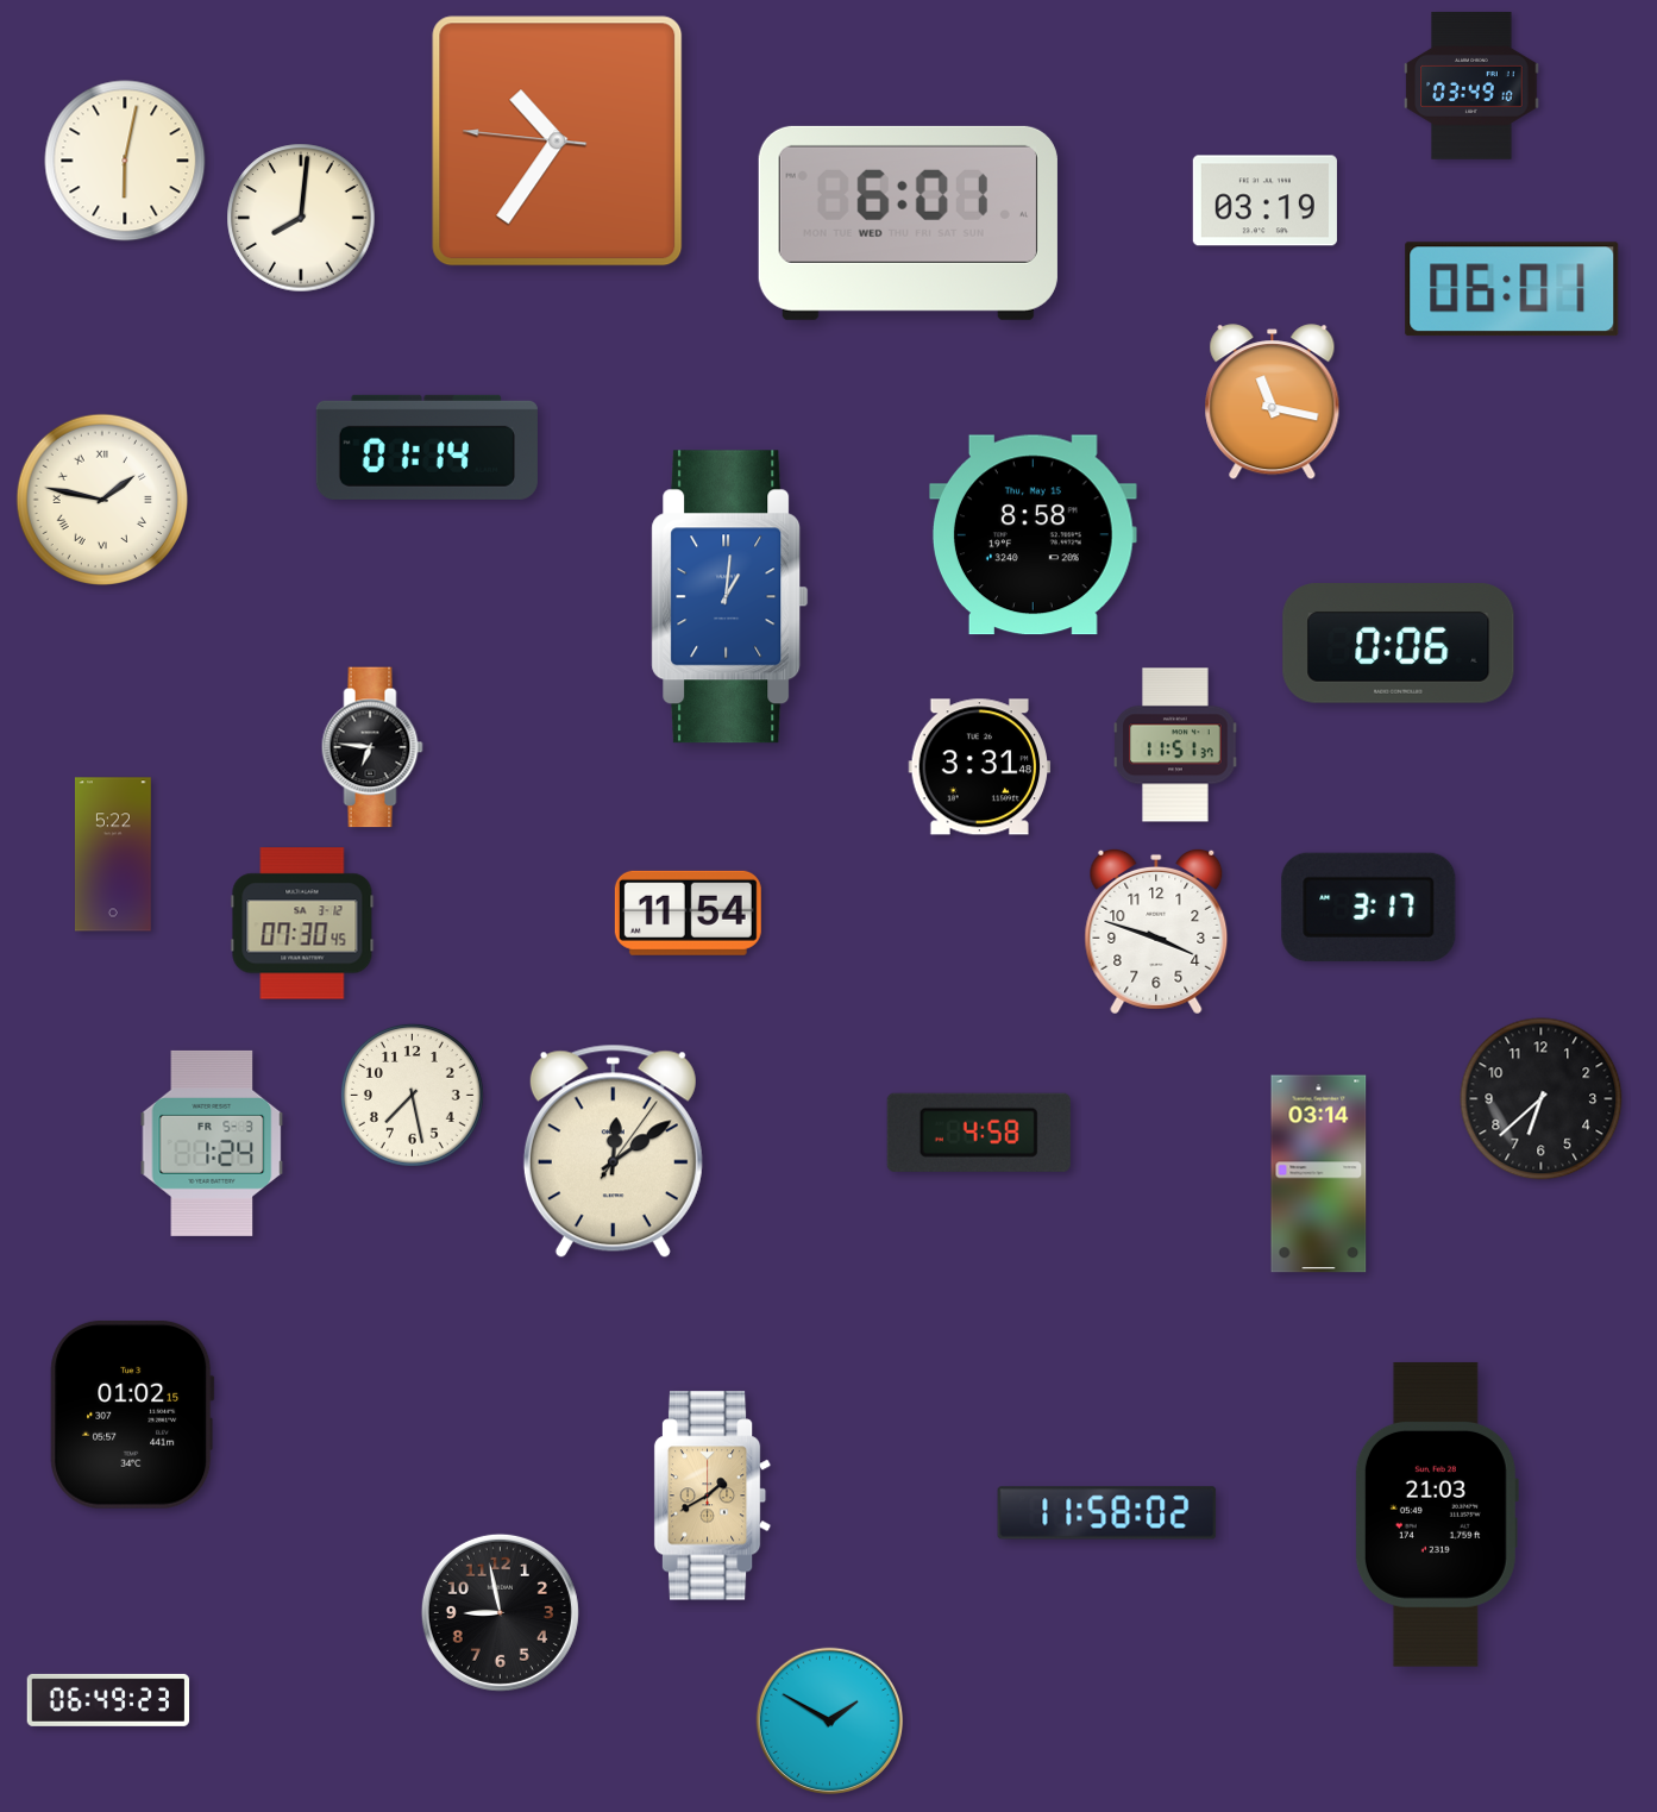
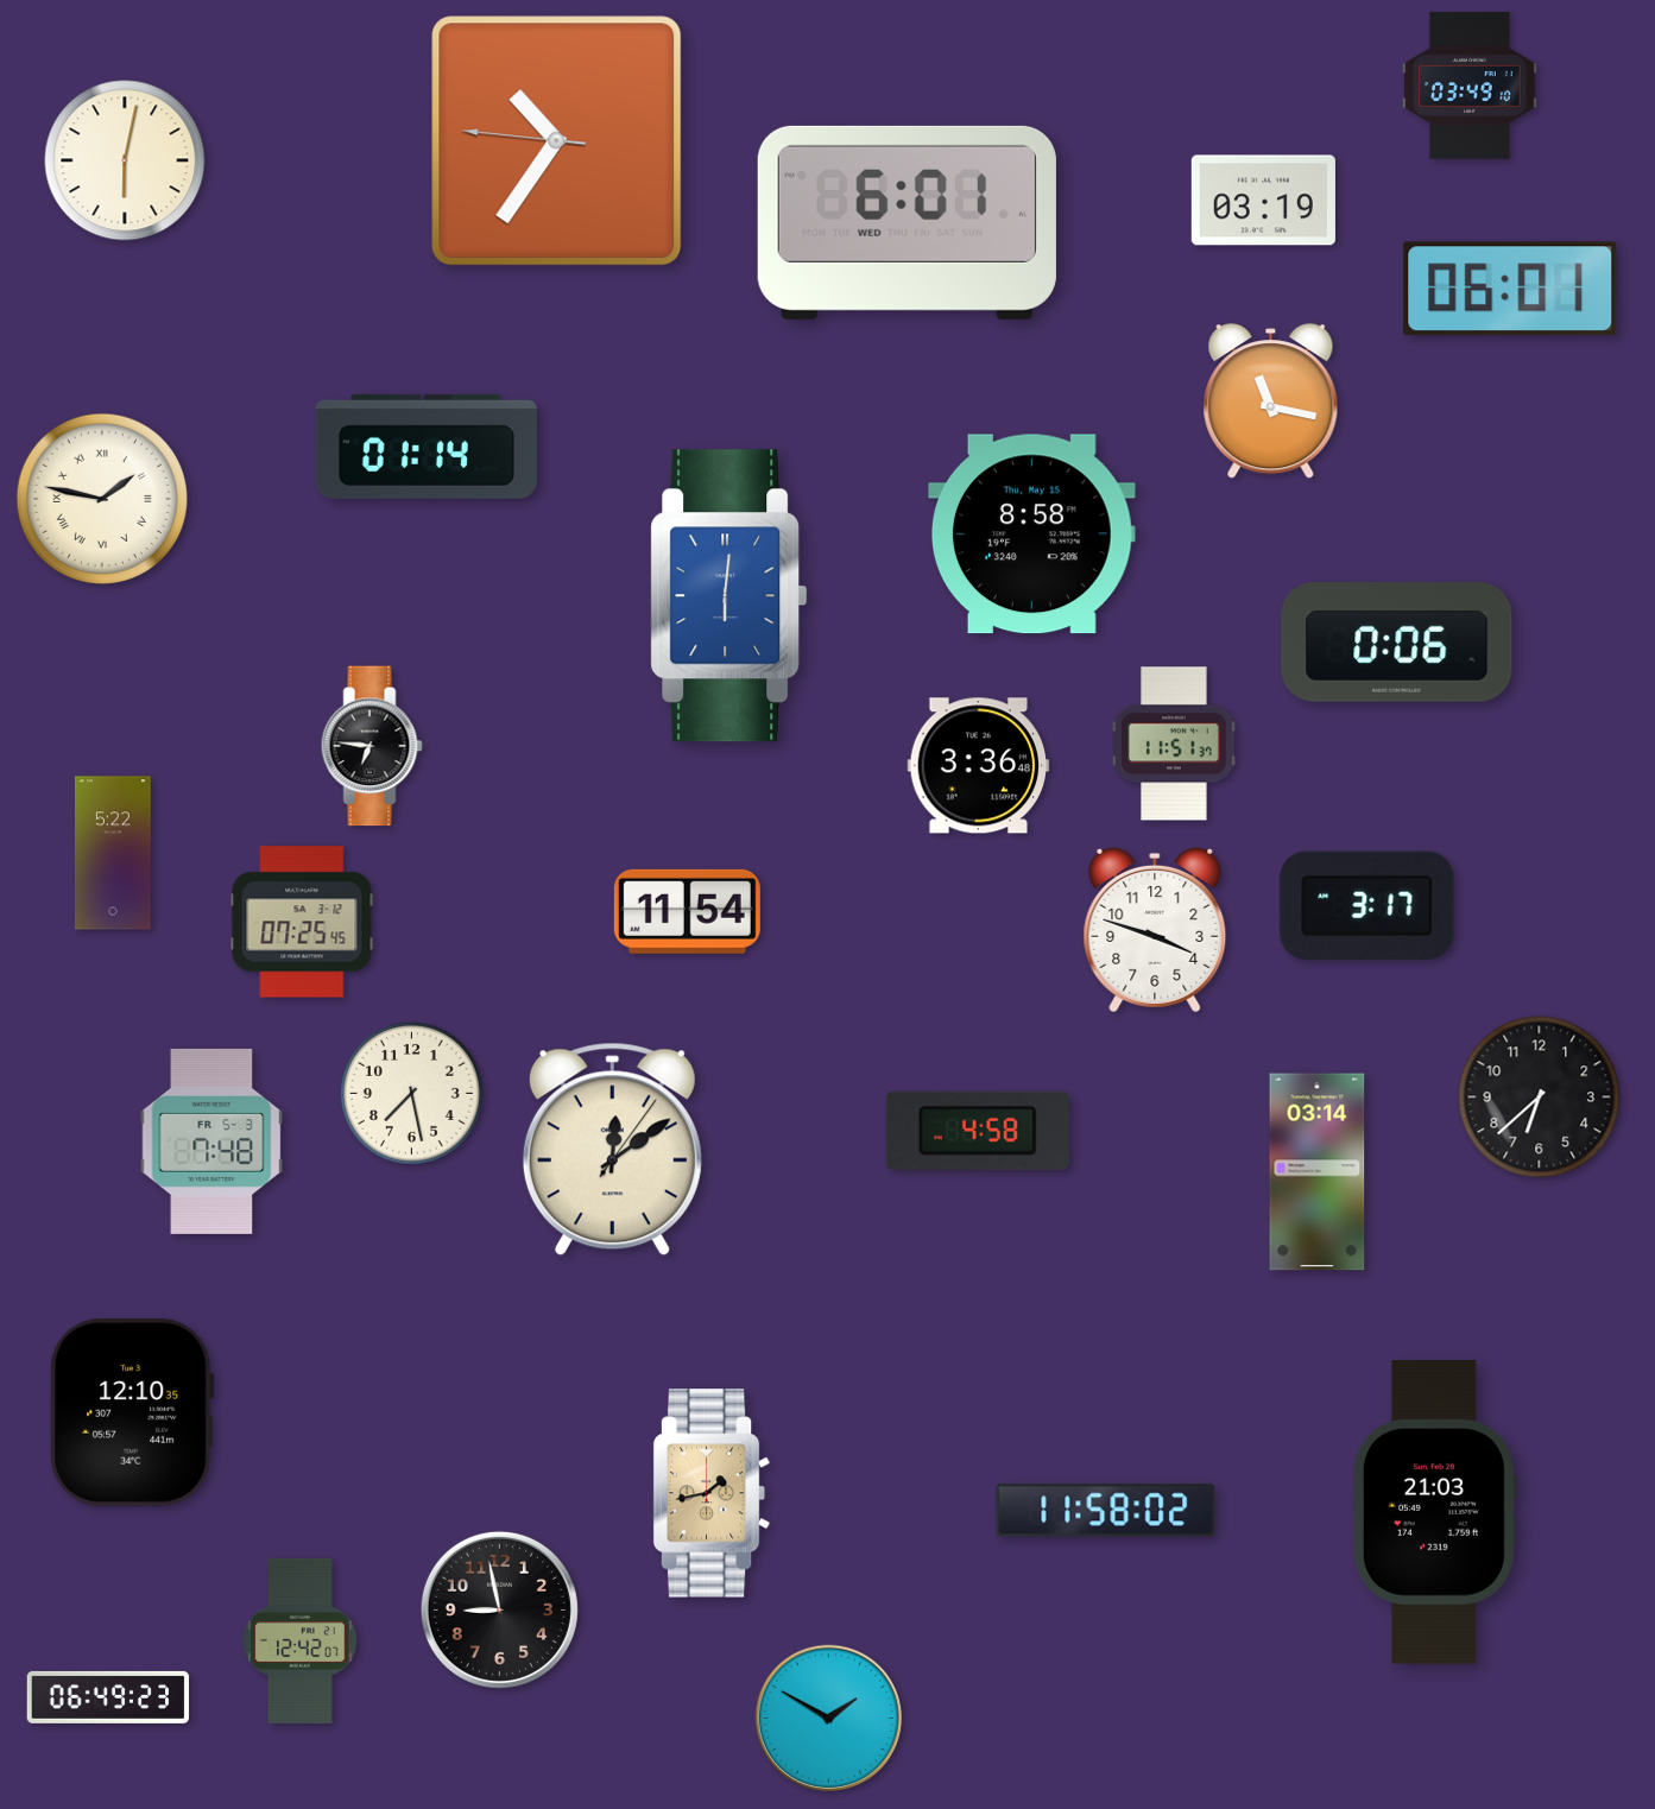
clock at (301, 218): 8:01 -> none
clock at (730, 597): 1:01 -> 6:01
clock at (980, 767): 3:31 -> 3:36
clock at (302, 923): 07:30 -> 07:25
clock at (212, 1143): 1:24 -> 7:48
clock at (132, 1415): 01:02 -> 12:10
clock at (713, 1496): 1:40 -> 1:43
clock at (301, 1640): none -> 12:42
